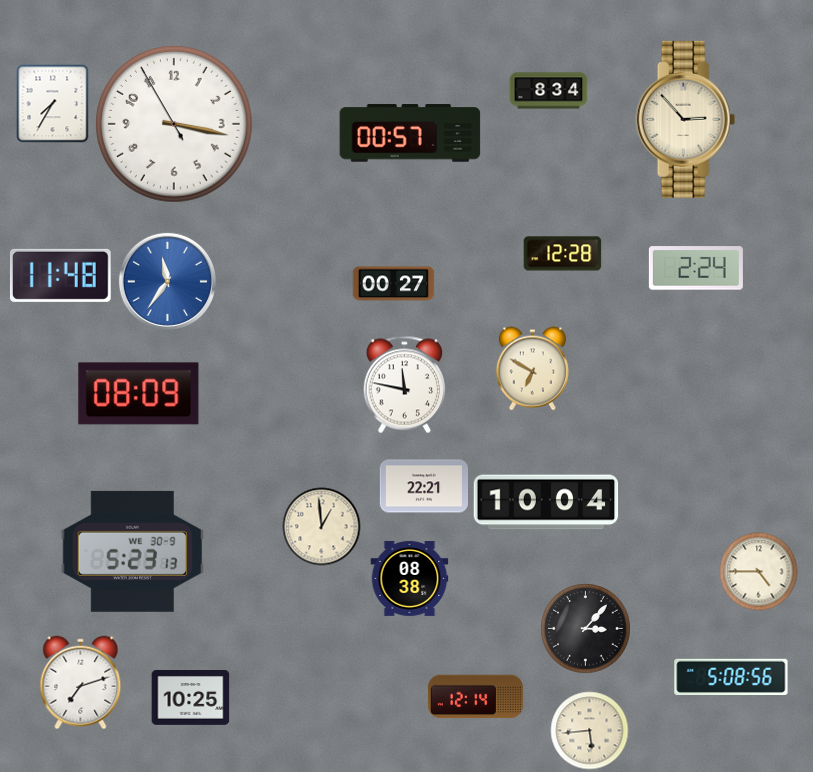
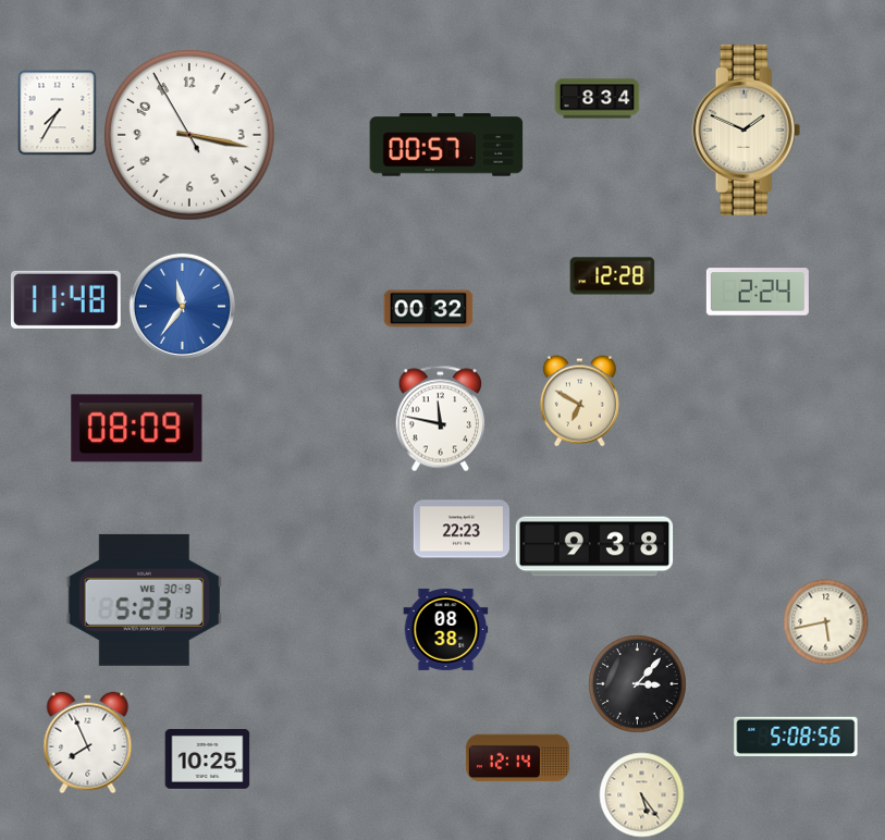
clock at (686, 119): 2:53 -> 1:49
clock at (393, 284): 00:27 -> 00:32
clock at (139, 394) position: (139, 394) -> (137, 429)
clock at (423, 486): 22:21 -> 22:23
clock at (546, 502): 10:04 -> 9:38
clock at (321, 526): 12:59 -> none
clock at (758, 571): 4:45 -> 5:43
clock at (81, 682): 7:12 -> 7:56
clock at (589, 730): 5:44 -> 5:24
